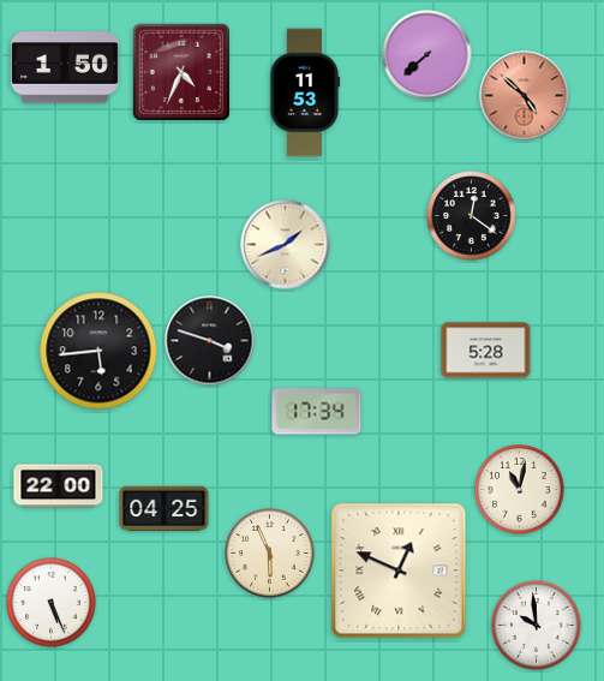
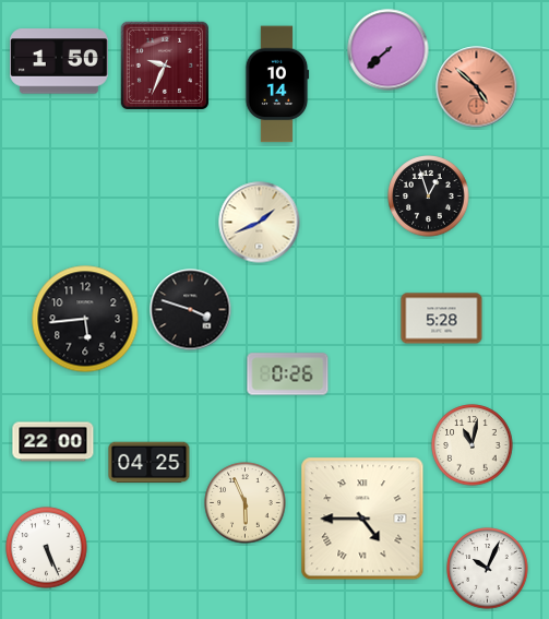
clock at (180, 71): 4:34 -> 9:34
clock at (305, 92): 11:53 -> 10:14
clock at (472, 216): 12:21 -> 12:57
clock at (98, 351) position: (98, 351) -> (85, 319)
clock at (317, 412): 17:34 -> 0:26
clock at (399, 571): 12:49 -> 4:45
clock at (537, 626): 9:59 -> 10:04
